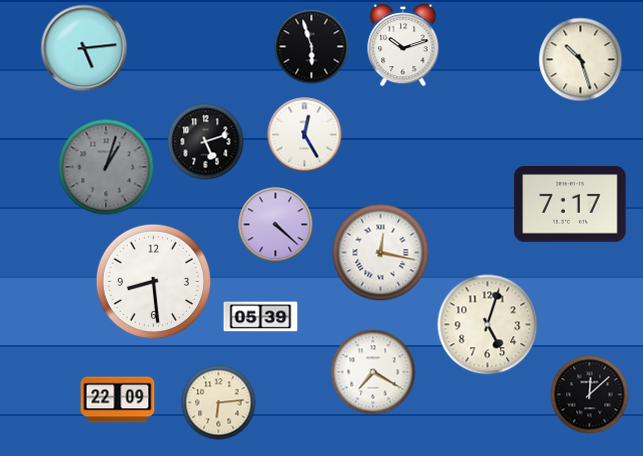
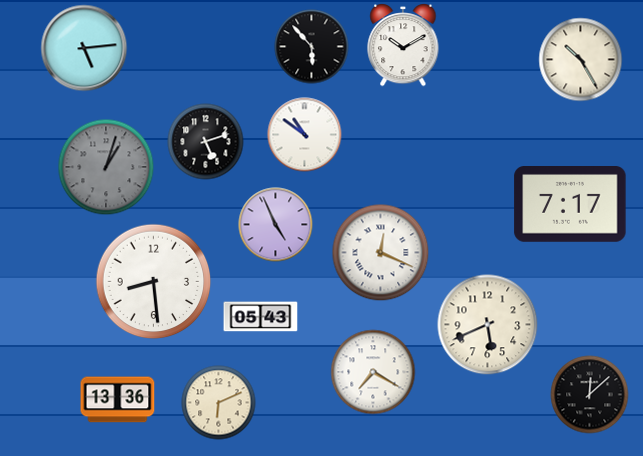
clock at (403, 45): 10:12 -> 10:10
clock at (312, 47): 5:57 -> 5:53
clock at (581, 60): 10:27 -> 10:25
clock at (305, 135): 12:25 -> 10:51
clock at (276, 225): 4:22 -> 4:56
clock at (381, 253): 12:17 -> 12:19
clock at (261, 317): 05:39 -> 05:43
clock at (488, 325): 5:03 -> 5:41
clock at (118, 400): 22:09 -> 13:36
clock at (219, 403): 6:14 -> 6:11
